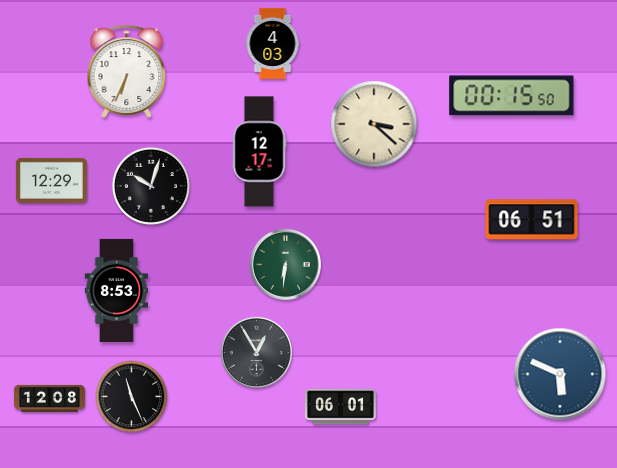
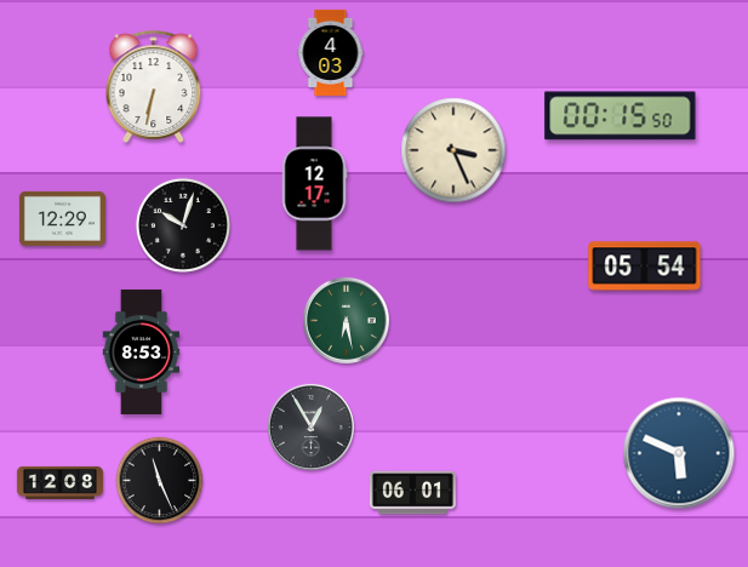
clock at (127, 71): 6:34 -> 6:32
clock at (374, 124): 3:22 -> 3:26
clock at (532, 220): 06:51 -> 05:54
clock at (285, 264): 6:31 -> 6:28
